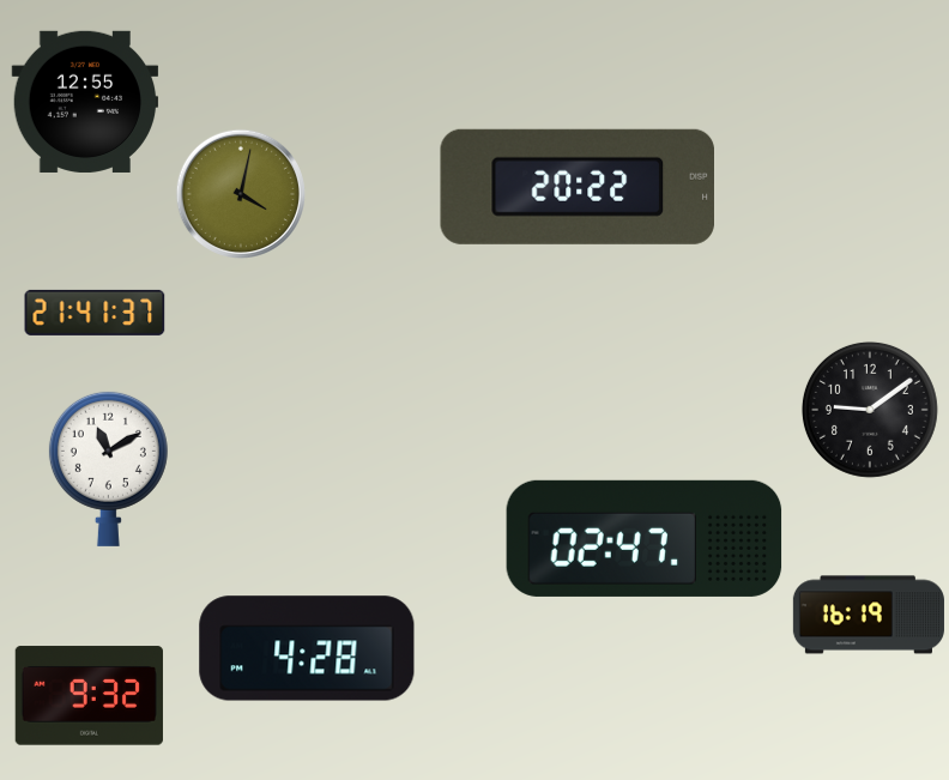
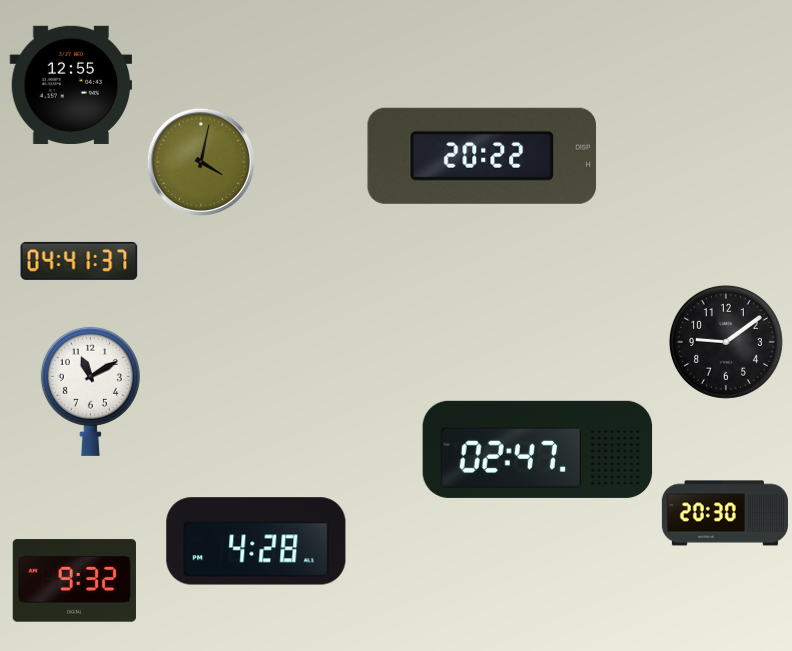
clock at (95, 313): 21:41 -> 04:41
clock at (869, 615): 16:19 -> 20:30
